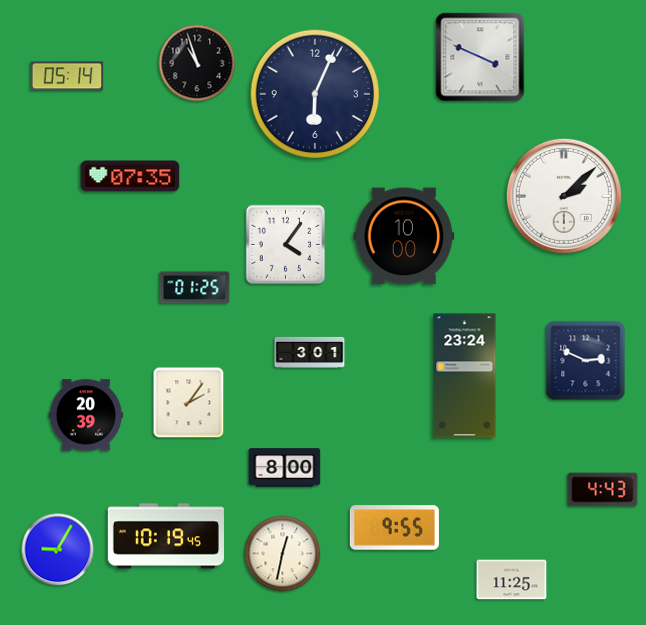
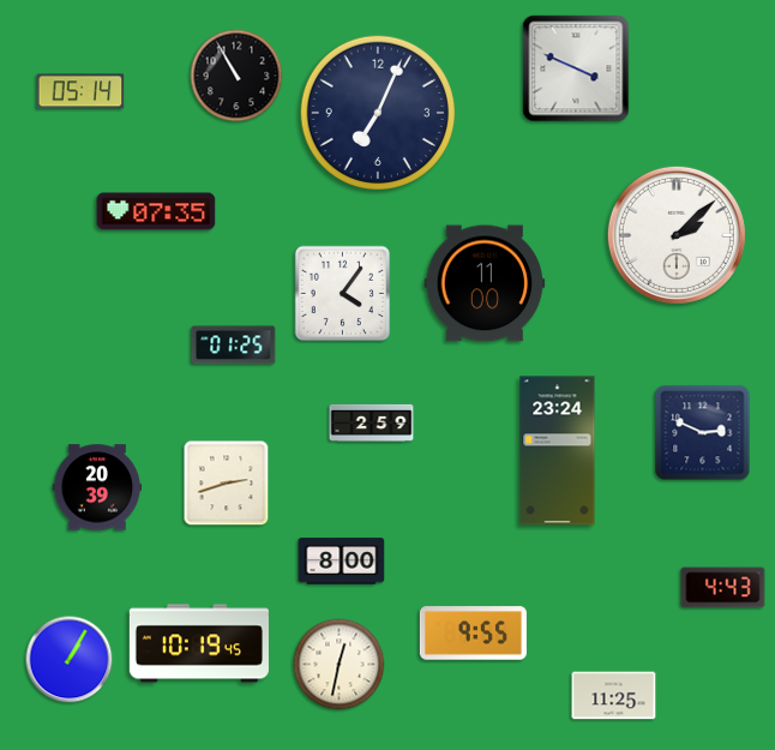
clock at (197, 63): 10:57 -> 10:55
clock at (315, 94): 6:04 -> 7:04
clock at (404, 236): 10:00 -> 11:00
clock at (310, 352): 3:01 -> 2:59
clock at (189, 403): 2:06 -> 2:42
clock at (86, 415) position: (86, 415) -> (97, 487)
clock at (58, 550): 9:05 -> 1:05
